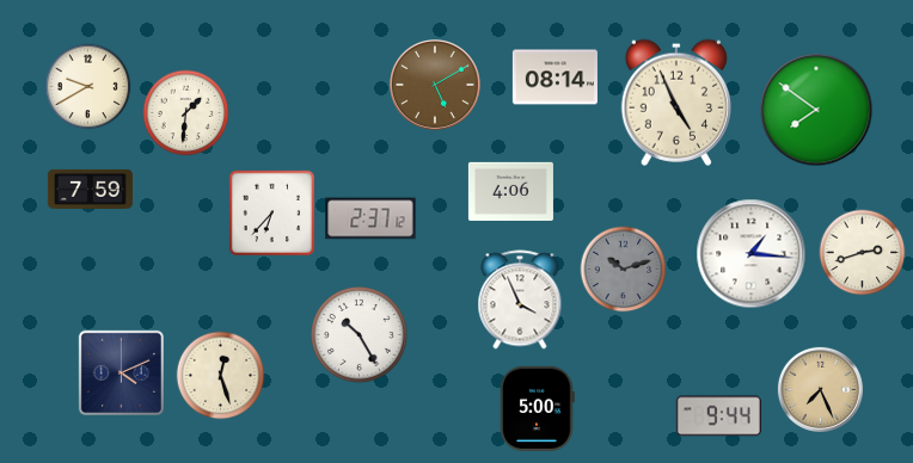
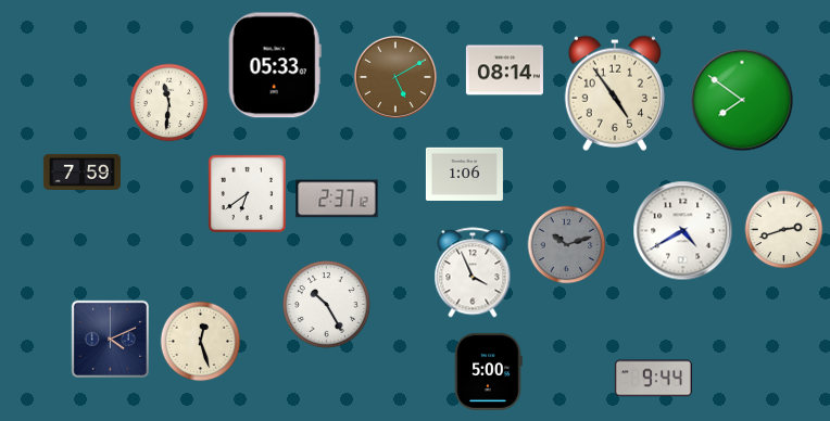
clock at (275, 65): none -> 05:33
clock at (88, 87): 9:40 -> none
clock at (676, 103): 4:56 -> 4:54
clock at (186, 113): 1:31 -> 11:31
clock at (510, 191): 4:06 -> 1:06
clock at (271, 212): 6:37 -> 6:39
clock at (752, 254): 1:16 -> 4:40
clock at (820, 389): 7:26 -> none
